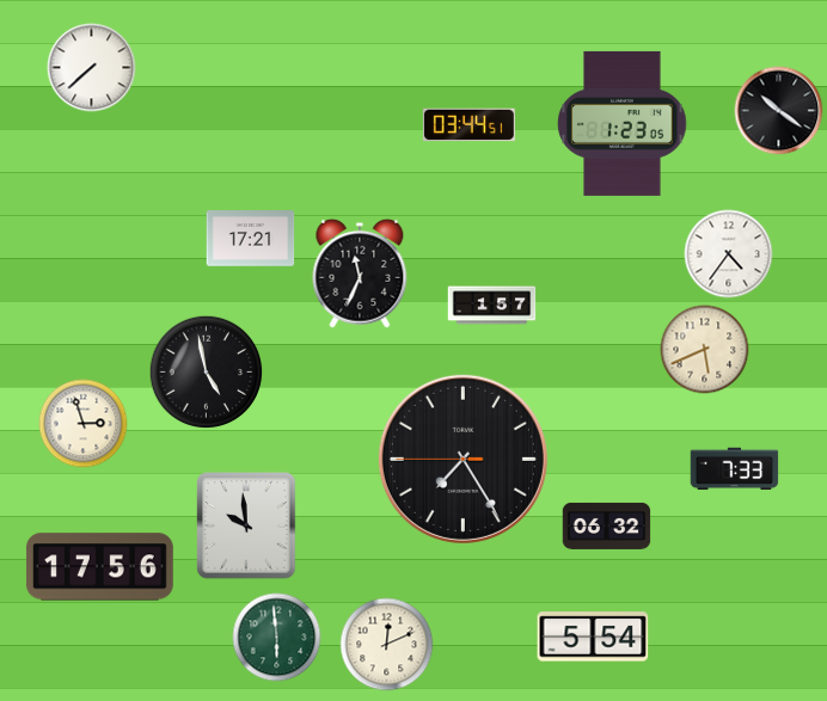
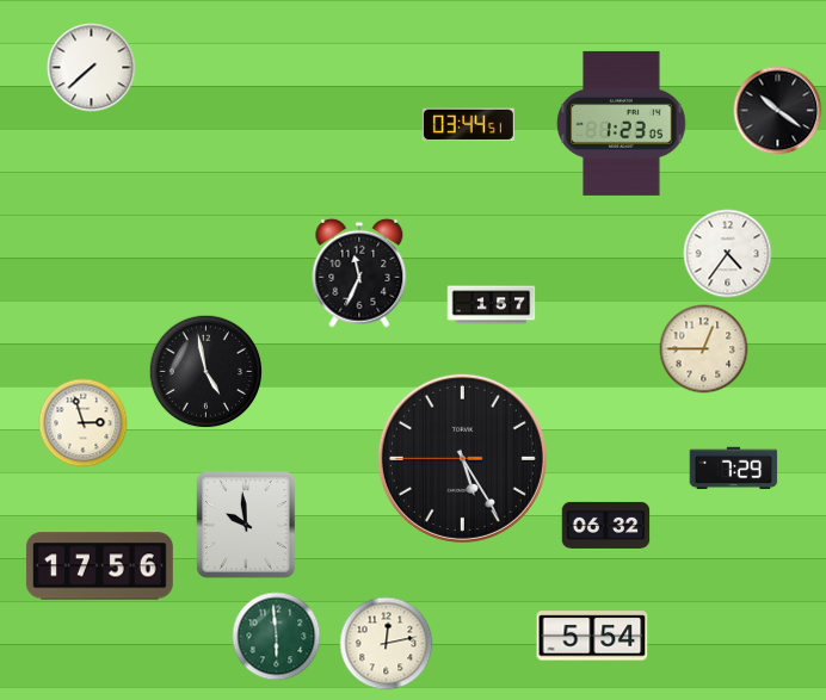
clock at (251, 239): 17:21 -> none
clock at (705, 350): 5:41 -> 12:45
clock at (462, 459): 7:24 -> 5:24
clock at (735, 469): 7:33 -> 7:29
clock at (387, 645): 12:11 -> 12:13
